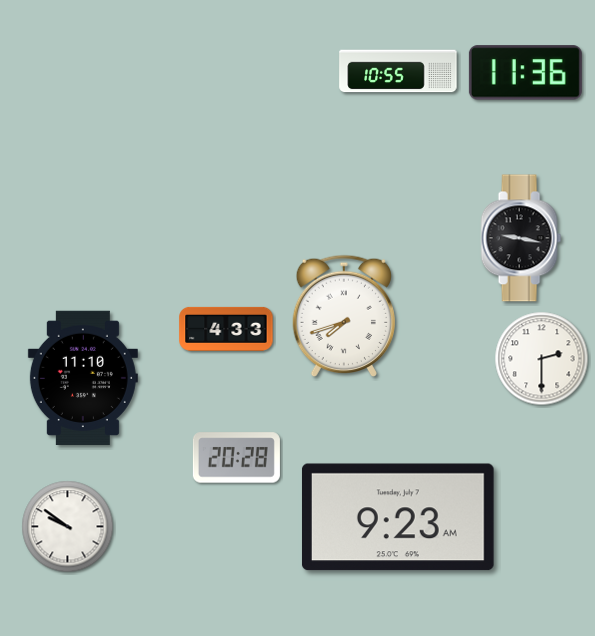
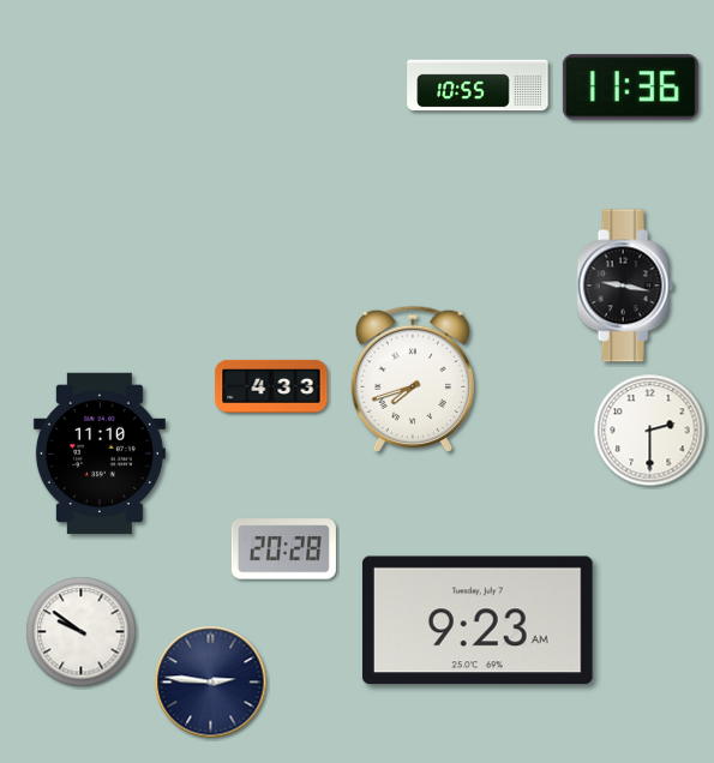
clock at (226, 329) position: (226, 329) -> (271, 386)
clock at (211, 683): none -> 2:46
